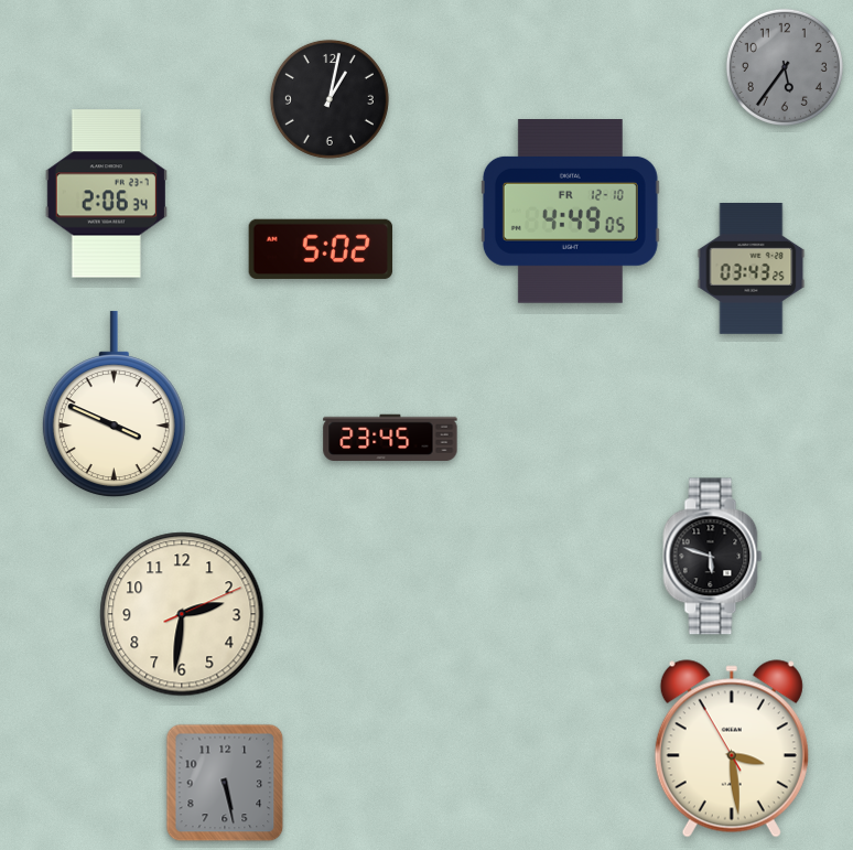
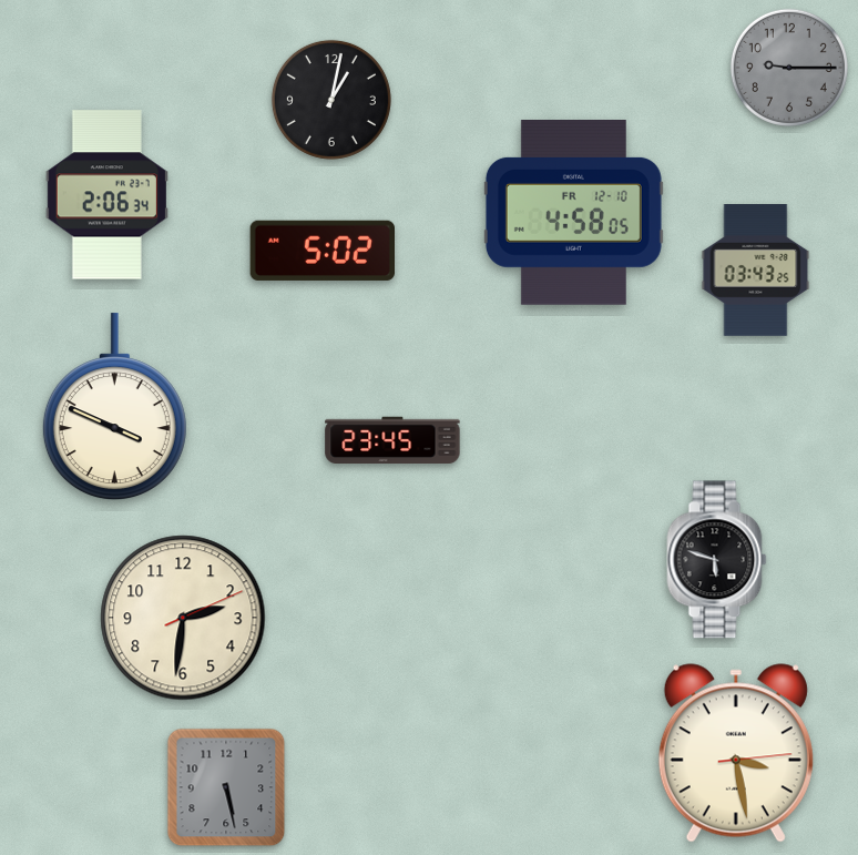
clock at (785, 67): 5:36 -> 9:15
clock at (570, 212): 4:49 -> 4:58
clock at (732, 749): 3:28:55 -> 3:28:14
